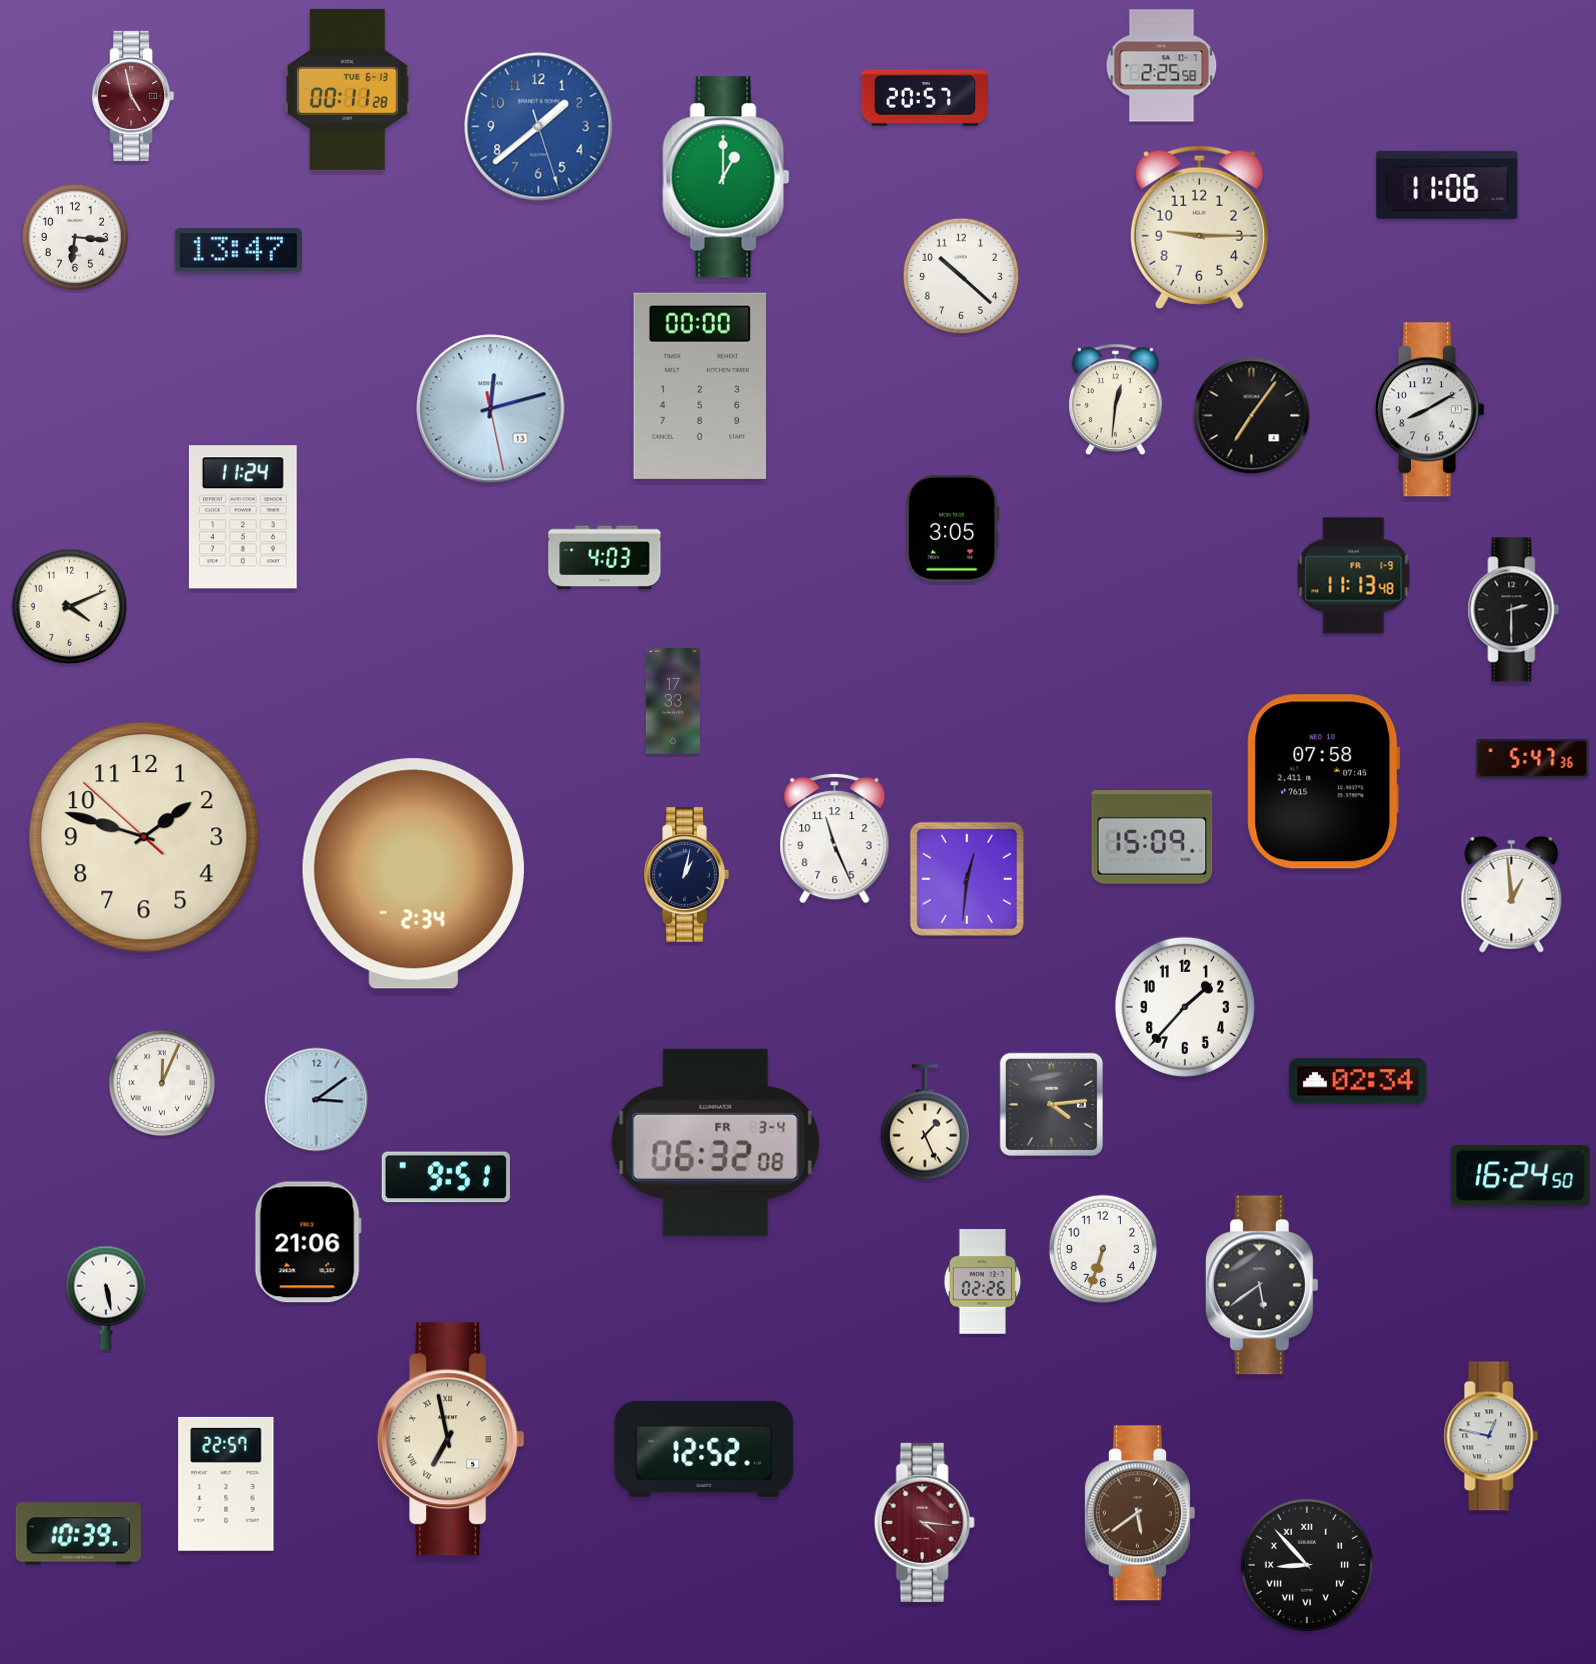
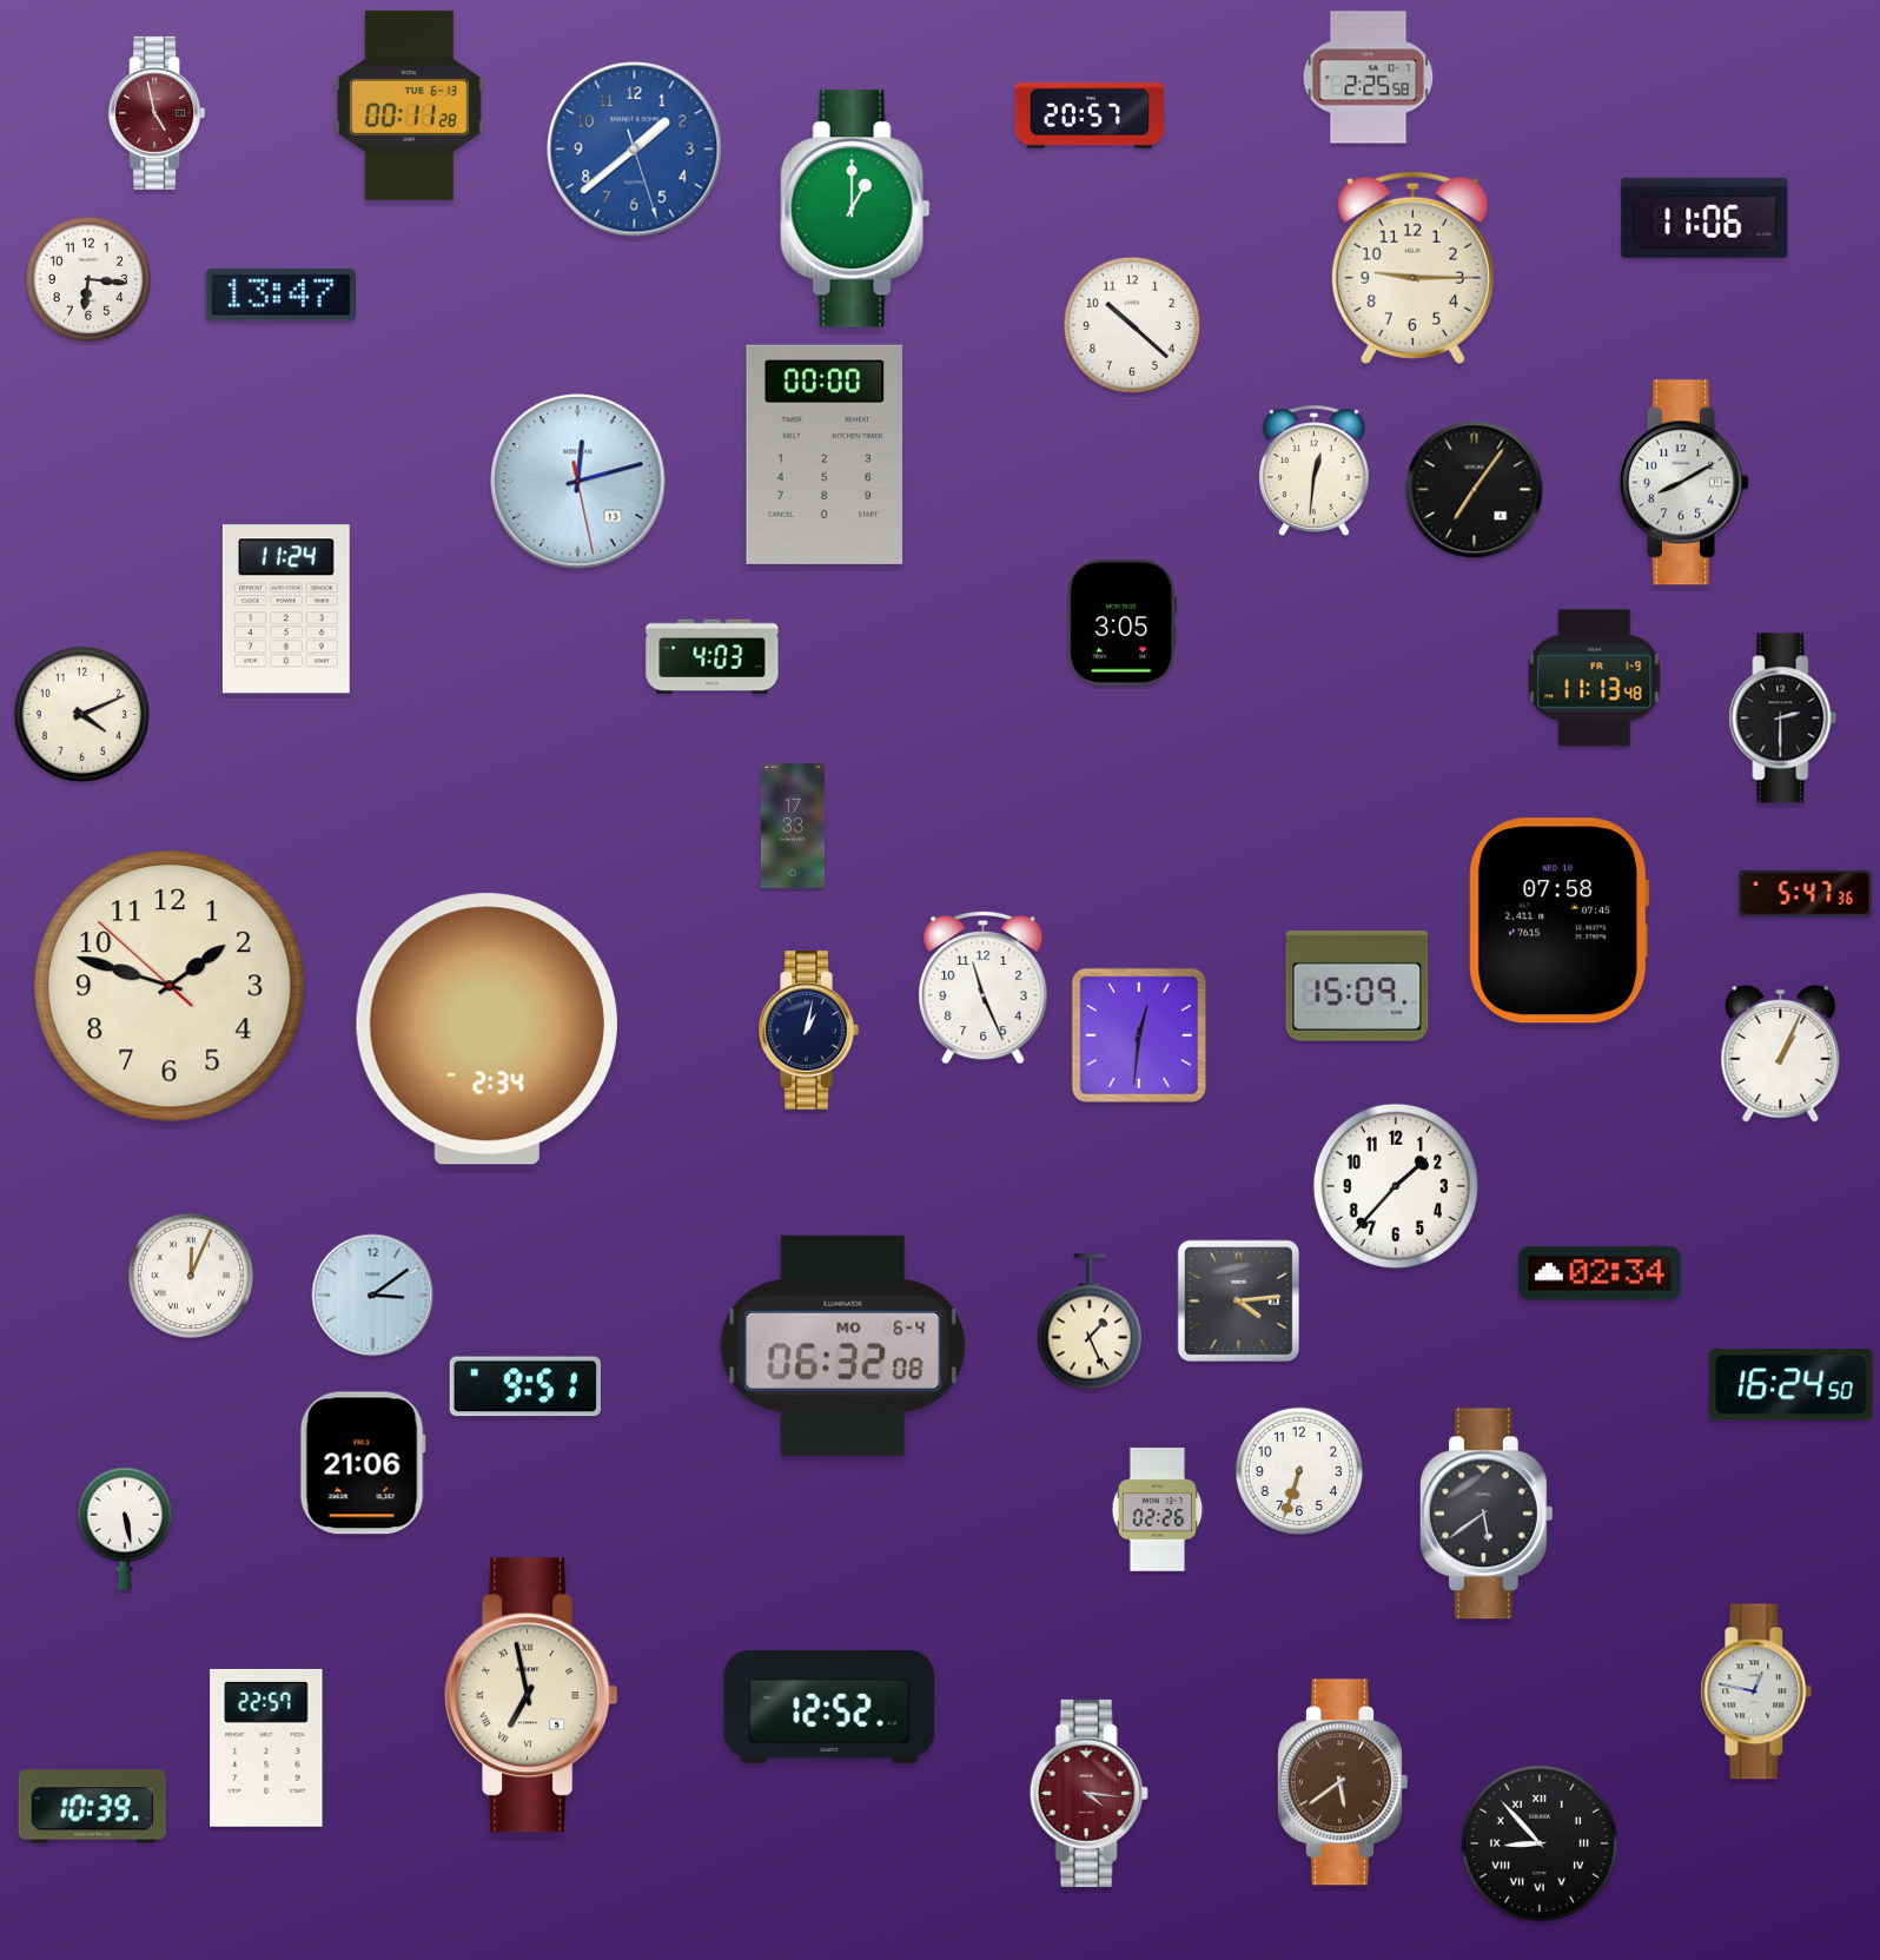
clock at (1512, 894): 12:59 -> 1:04
clock at (716, 1142) date: FR 3-4 -> MO 6-4
